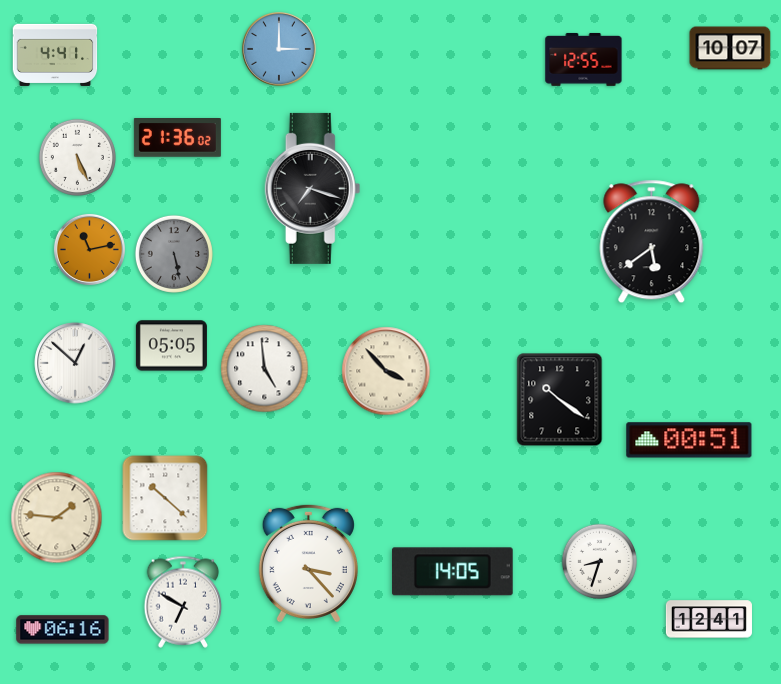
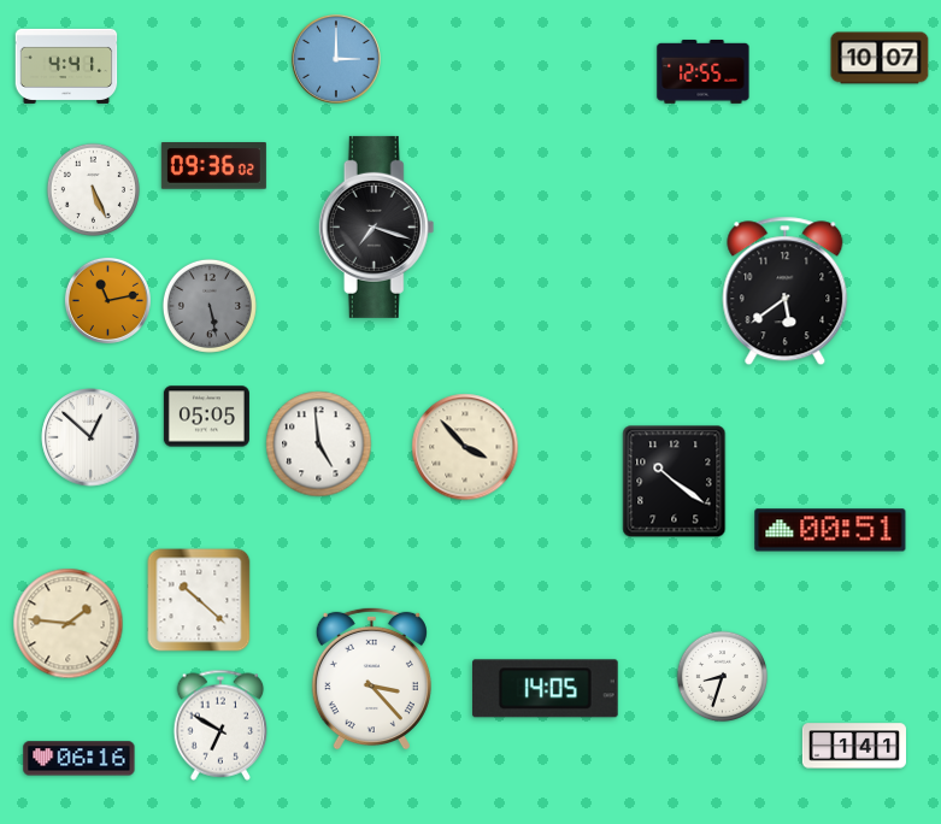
clock at (177, 138): 21:36 -> 09:36
clock at (709, 619): 12:41 -> 1:41
clock at (63, 630) position: (63, 630) -> (80, 759)
